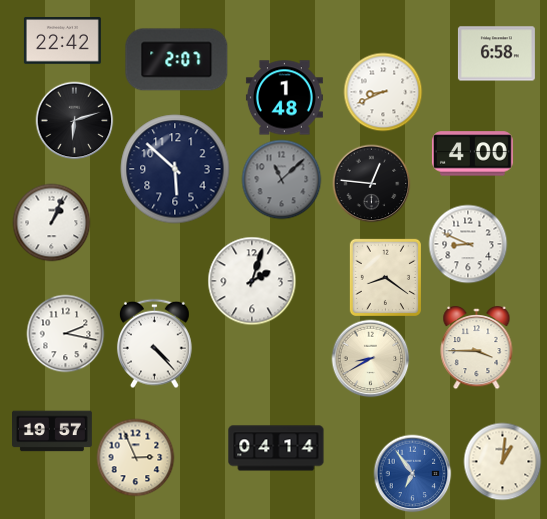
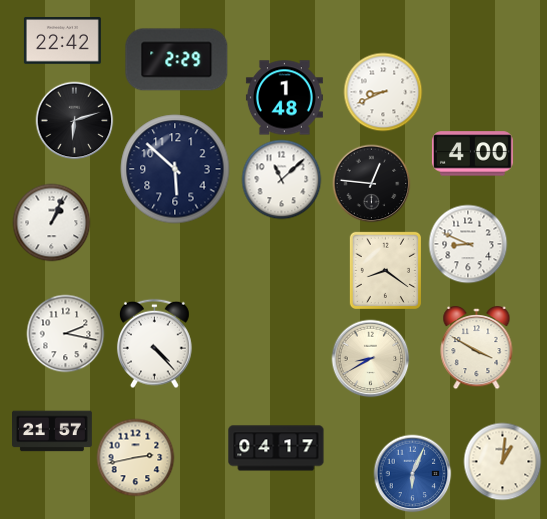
clock at (496, 54): 6:58 -> none
clock at (177, 60): 2:07 -> 2:29
clock at (281, 179) dial: grey -> white
clock at (385, 277) position: (385, 277) -> (385, 270)
clock at (252, 281): 2:03 -> none
clock at (477, 348): 3:45 -> 3:50
clock at (53, 431): 19:57 -> 21:57
clock at (276, 448): 04:14 -> 04:17
clock at (135, 457): 2:56 -> 2:43
clock at (412, 473): 6:54 -> 6:04
